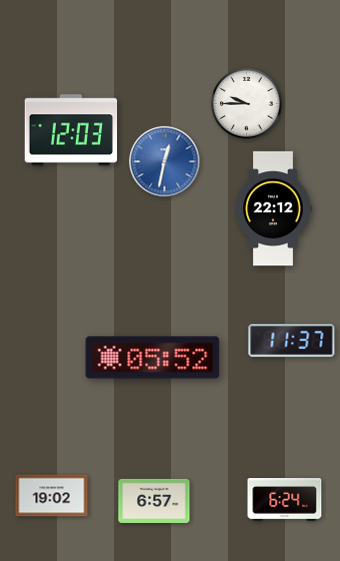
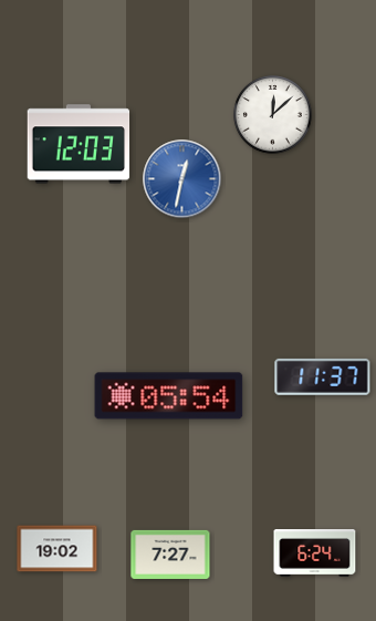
clock at (247, 104): 9:45 -> 12:08
clock at (273, 209): 22:12 -> none
clock at (153, 358): 05:52 -> 05:54
clock at (154, 501): 6:57 -> 7:27
